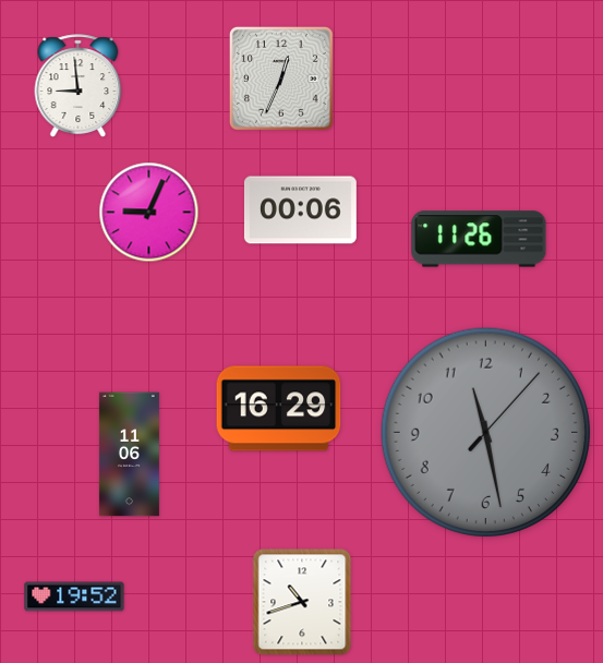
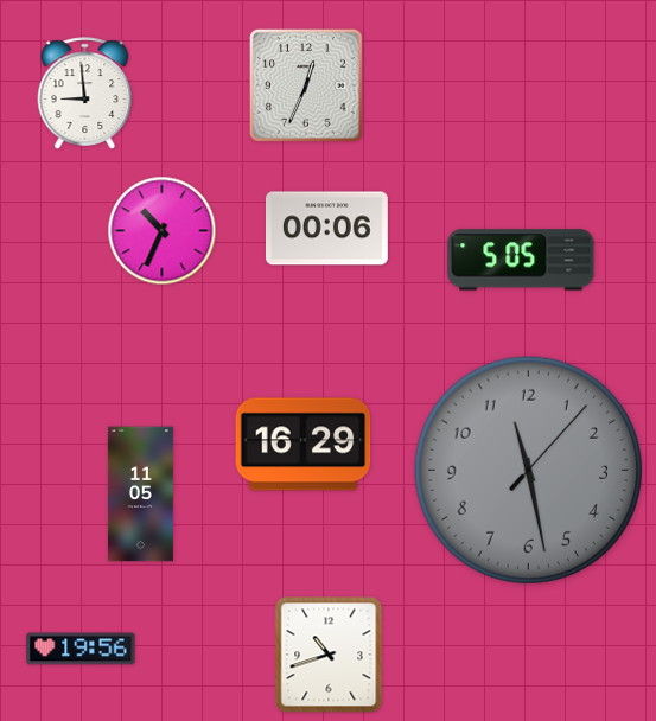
clock at (149, 213): 9:04 -> 10:34
clock at (479, 239): 11:26 -> 5:05
clock at (129, 455): 11:06 -> 11:05
clock at (74, 596): 19:52 -> 19:56
